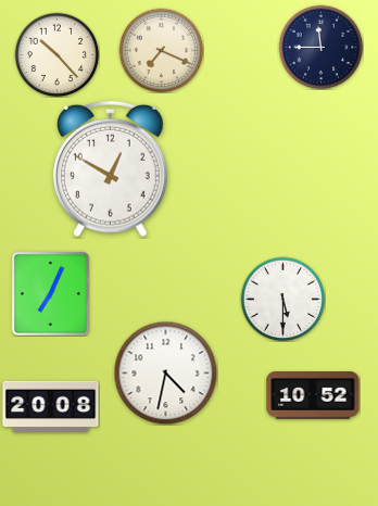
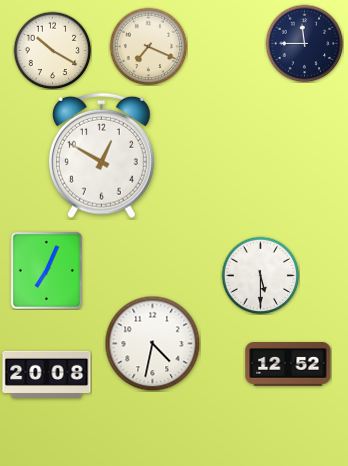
clock at (320, 47) position: (320, 47) -> (304, 43)
clock at (56, 54): 10:23 -> 10:20
clock at (313, 395): 10:52 -> 12:52
